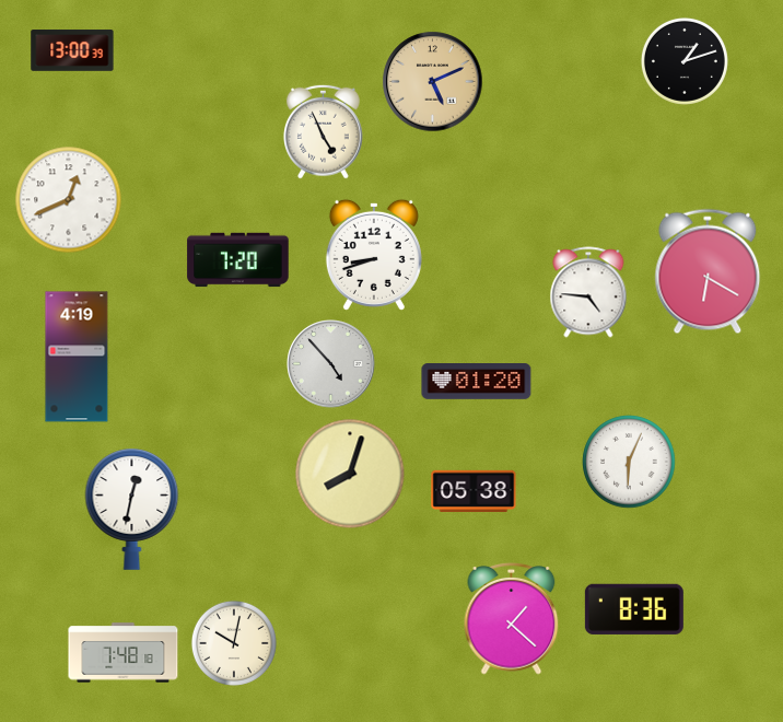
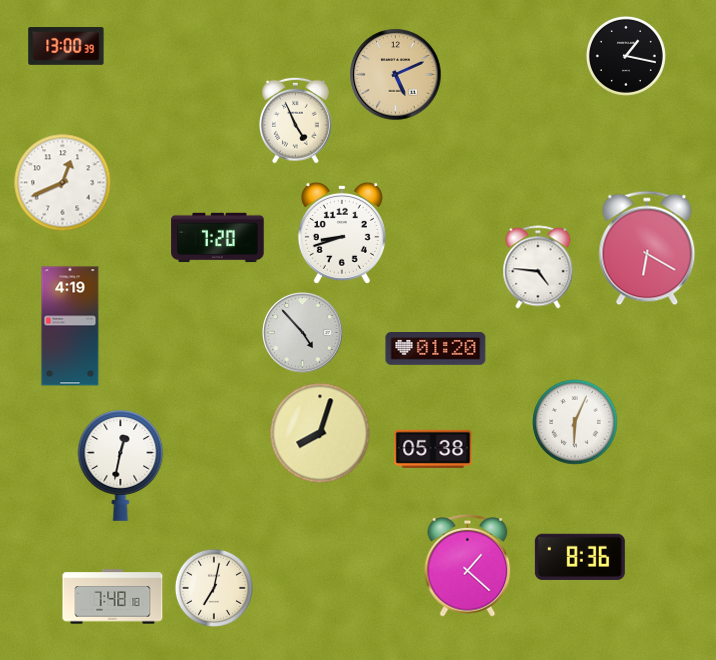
clock at (685, 61): 1:12 -> 1:17
clock at (234, 643): 10:02 -> 7:02
